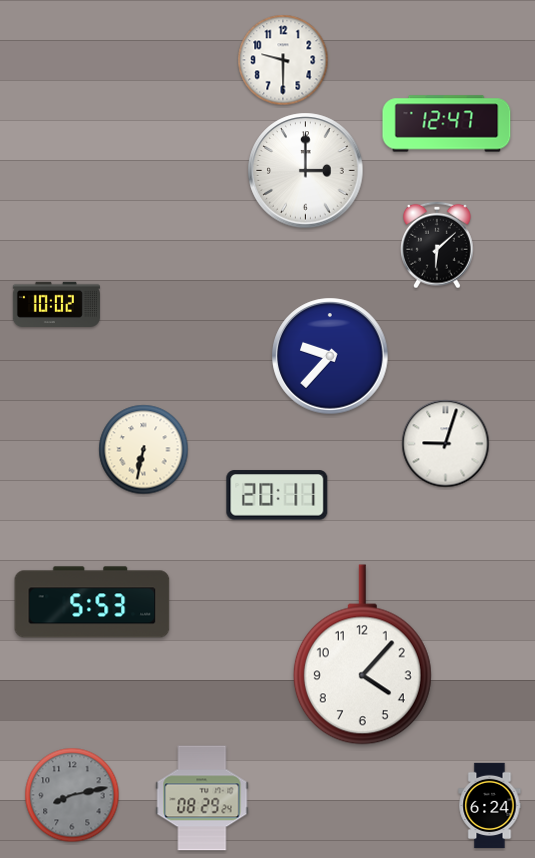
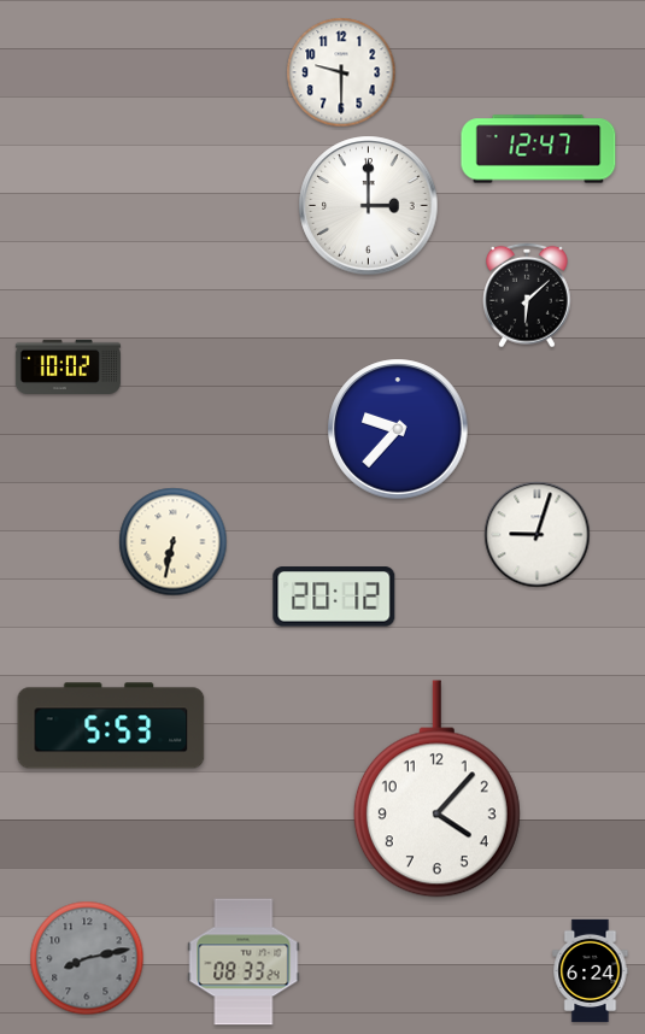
clock at (277, 495): 20:11 -> 20:12
clock at (202, 798): 08:29 -> 08:33
